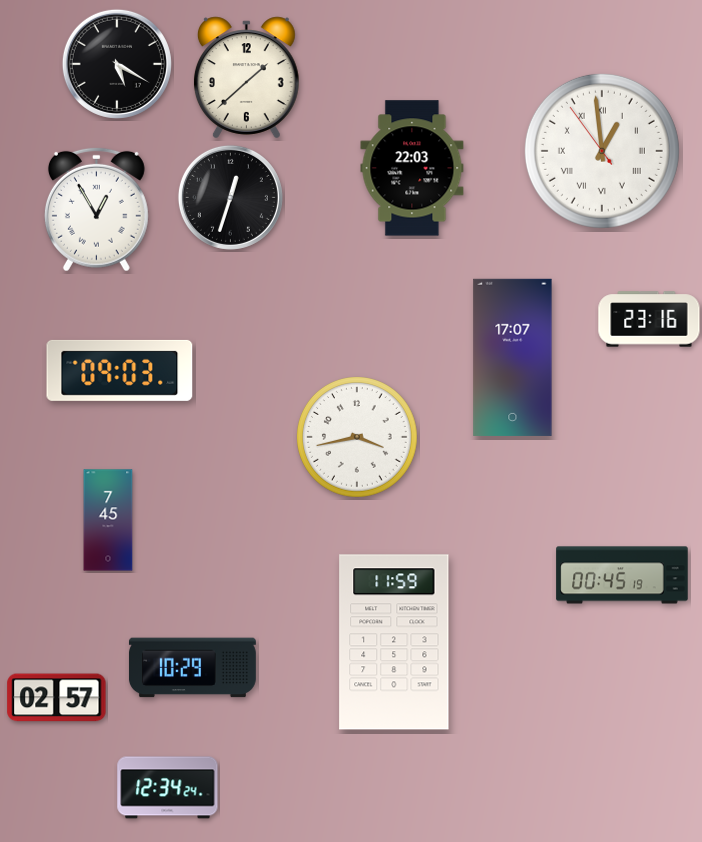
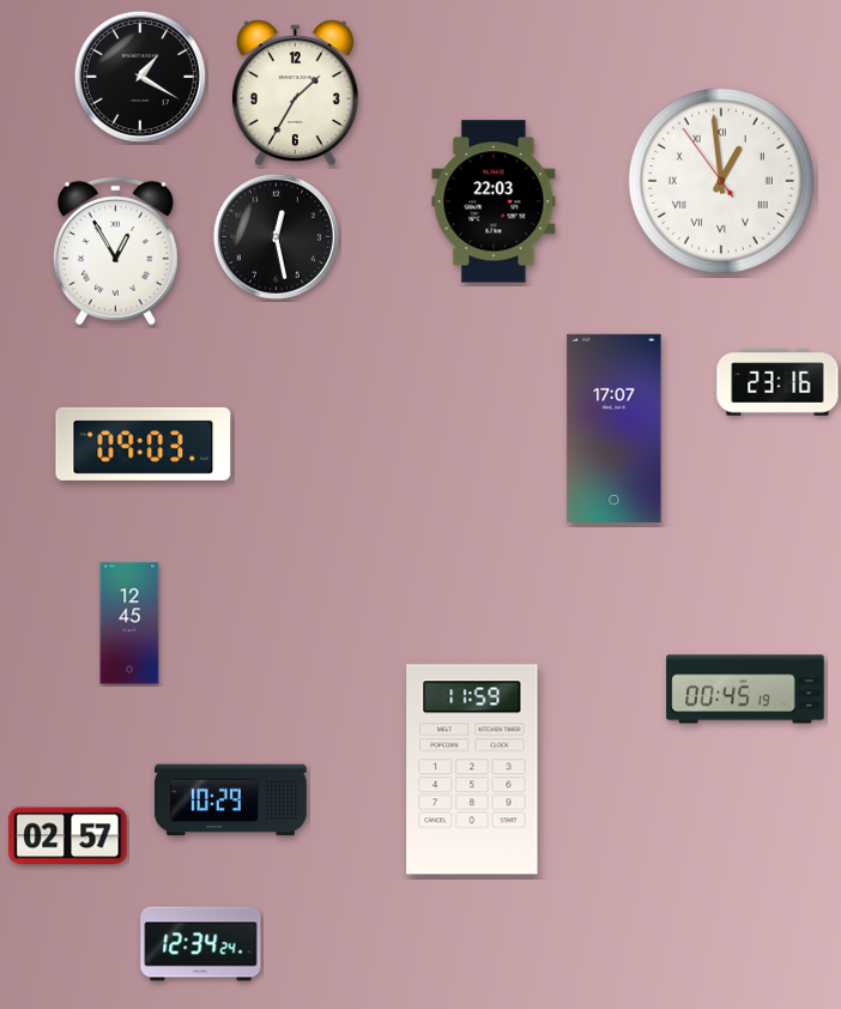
clock at (117, 64): 5:20 -> 1:20
clock at (246, 78): 1:38 -> 1:35
clock at (230, 197): 12:33 -> 12:28
clock at (358, 438): 3:43 -> none
clock at (108, 520): 7:45 -> 12:45
